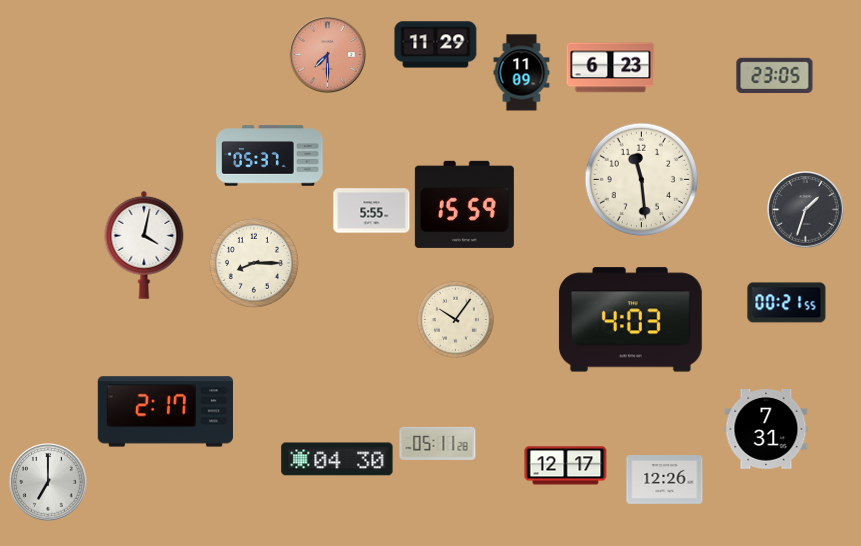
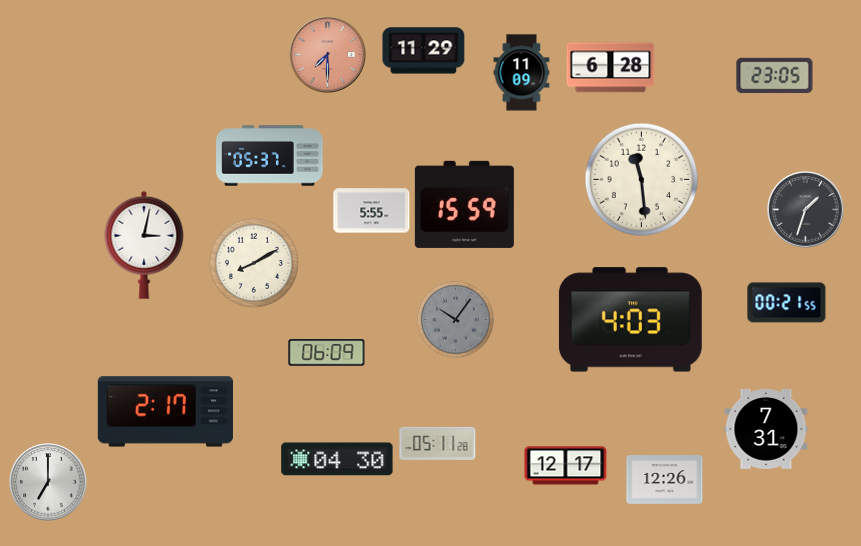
clock at (436, 45) position: (436, 45) -> (424, 51)
clock at (611, 68): 6:23 -> 6:28
clock at (144, 245): 4:02 -> 3:02
clock at (254, 263): 8:15 -> 8:10
clock at (455, 319) dial: cream -> grey
clock at (327, 353): none -> 06:09
